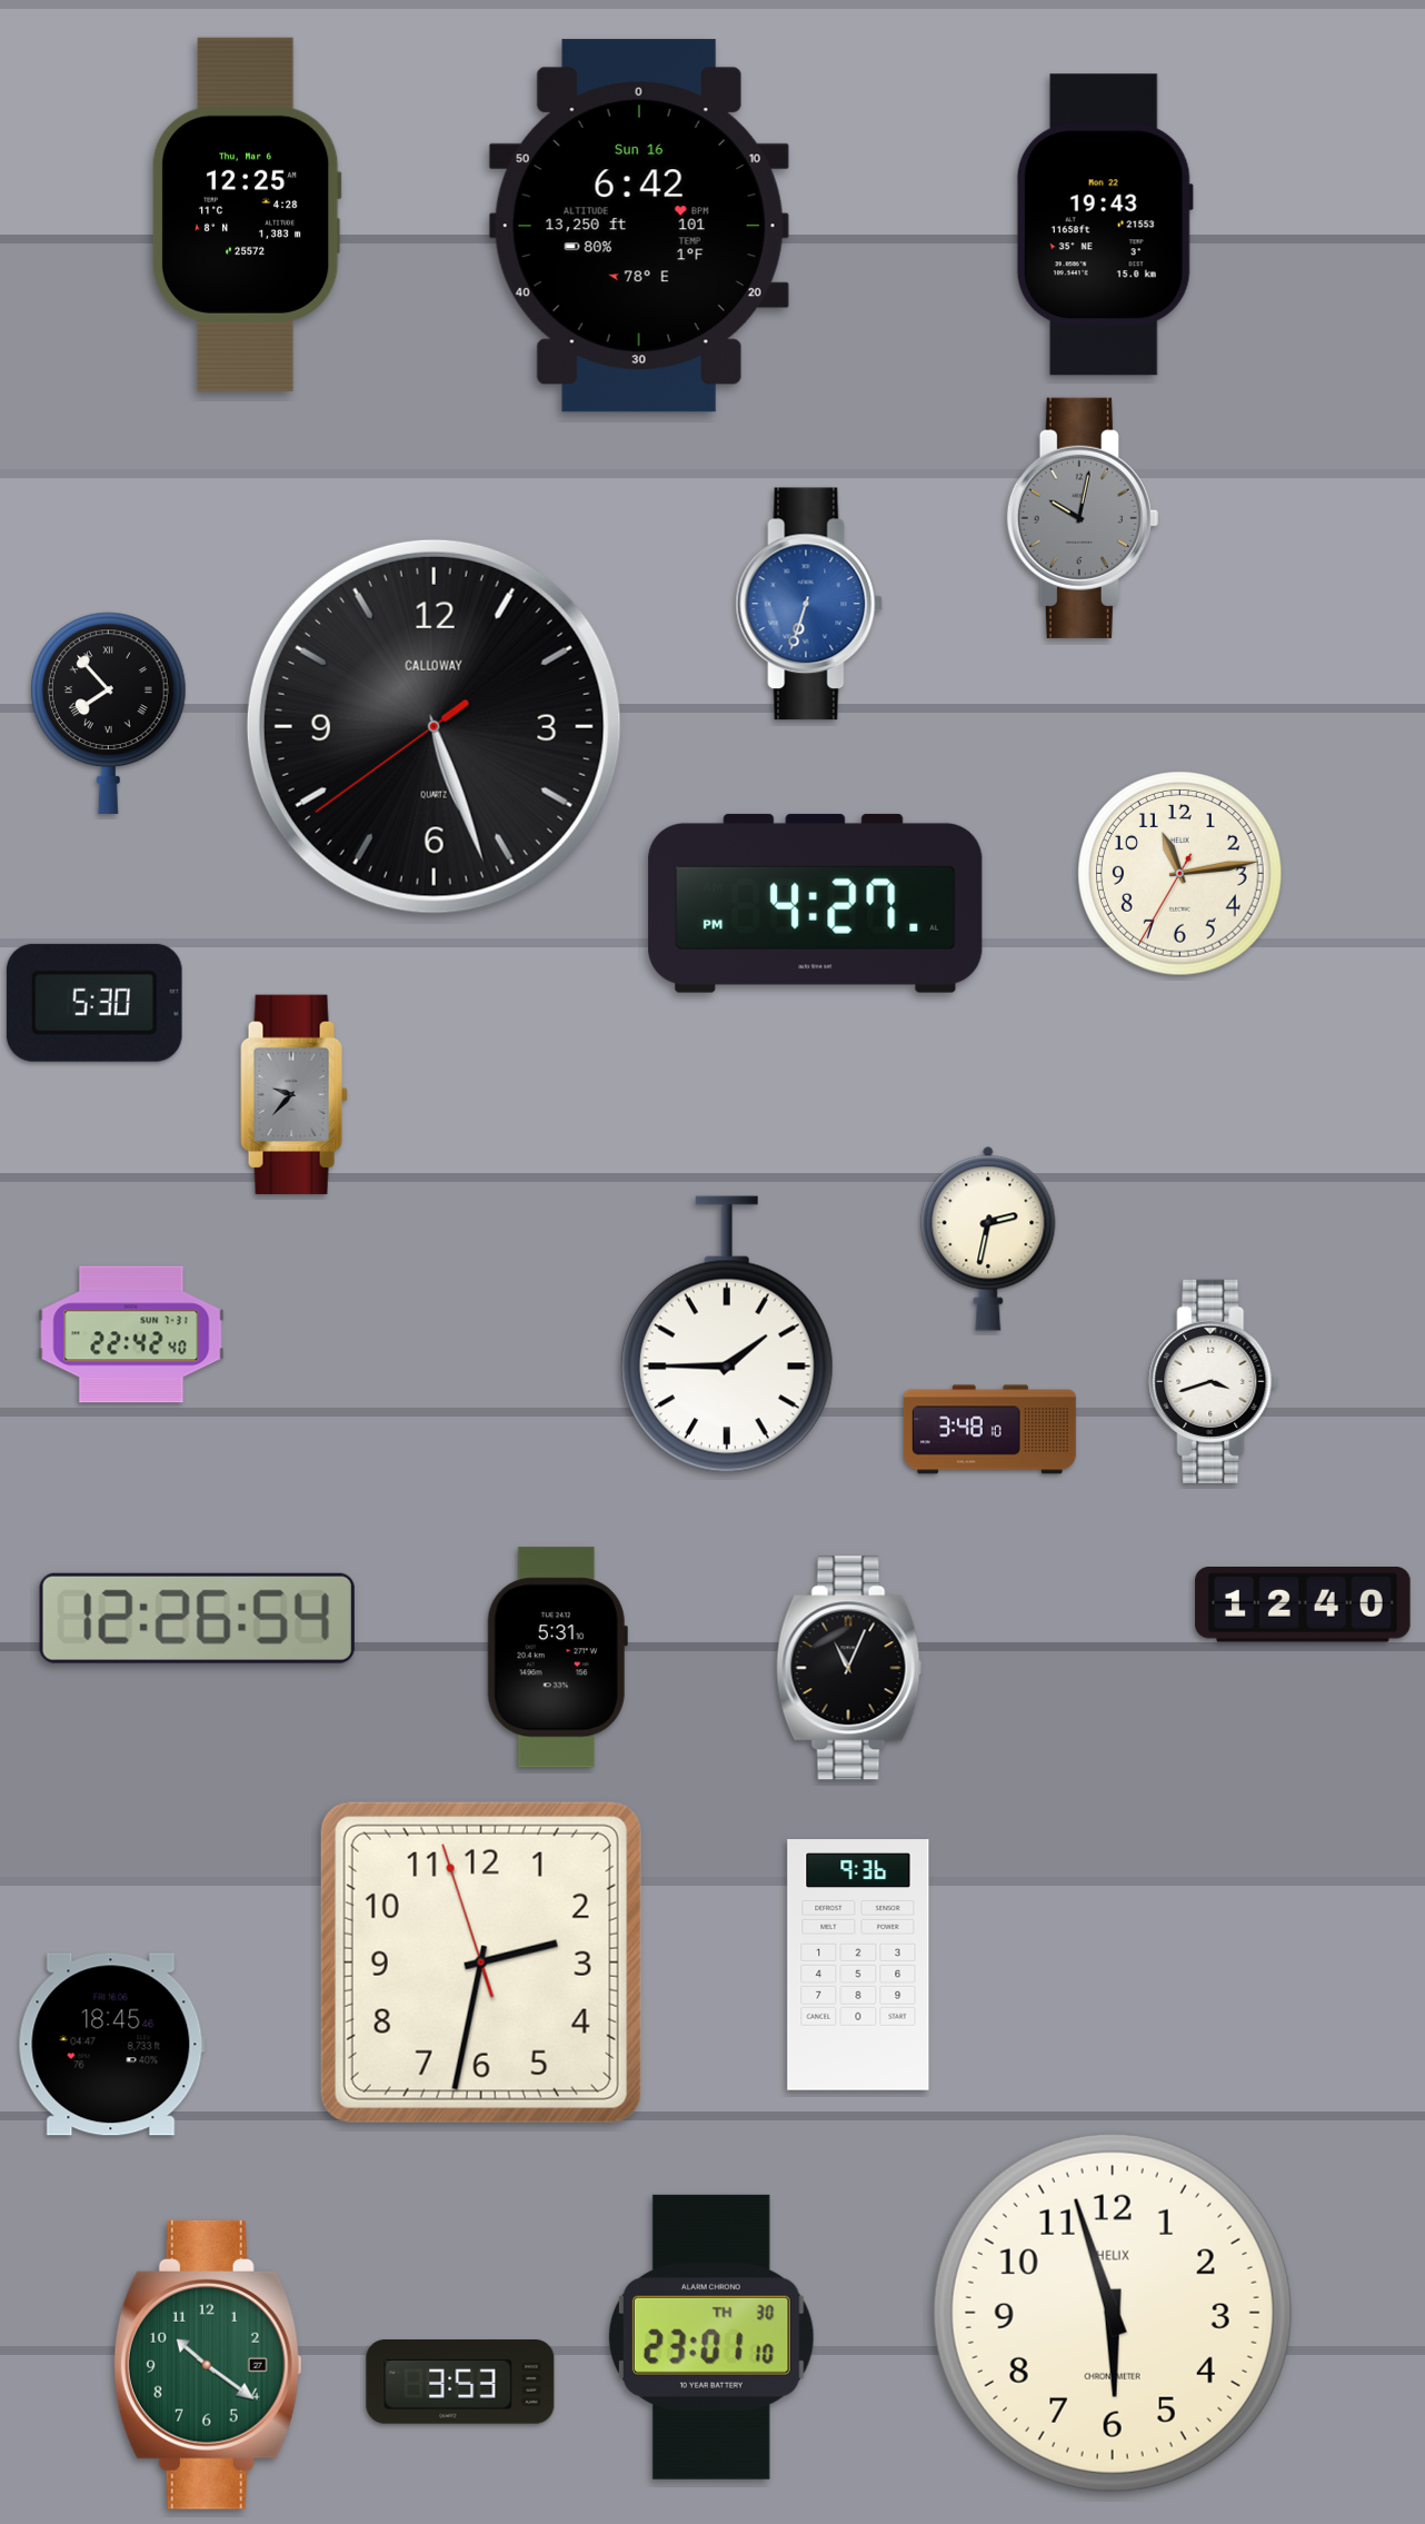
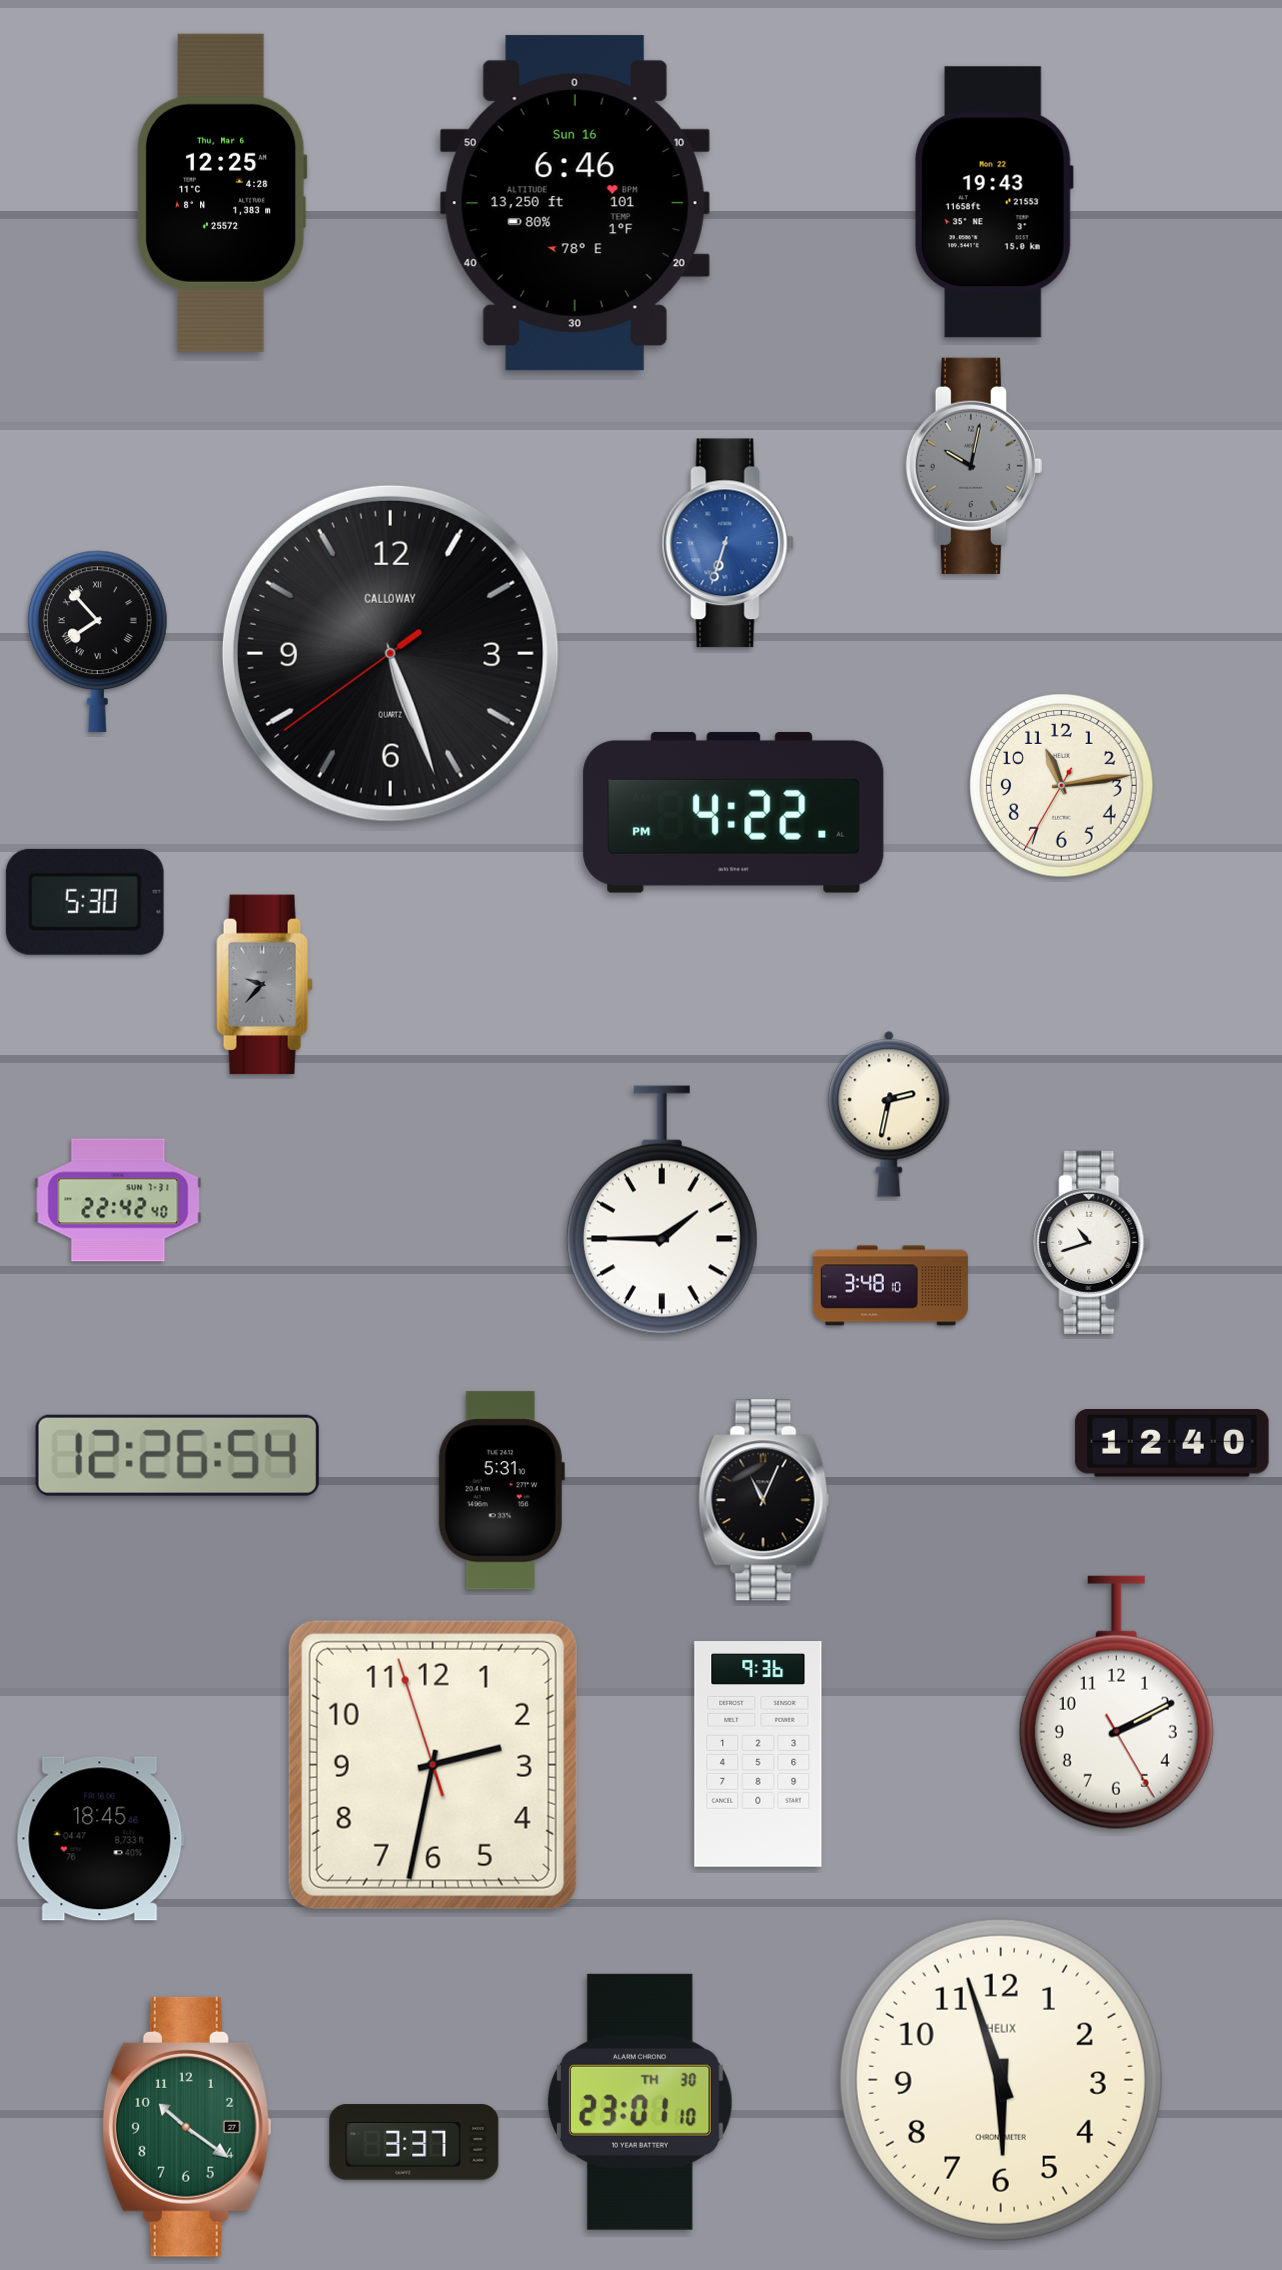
clock at (639, 226): 6:42 -> 6:46
clock at (816, 903): 4:27 -> 4:22
clock at (727, 1334) position: (727, 1334) -> (662, 1210)
clock at (1214, 1381): 3:42 -> 10:42
clock at (1116, 1703): none -> 2:10
clock at (858, 1965) position: (858, 1965) -> (758, 1754)
clock at (460, 2382): 3:53 -> 3:37
